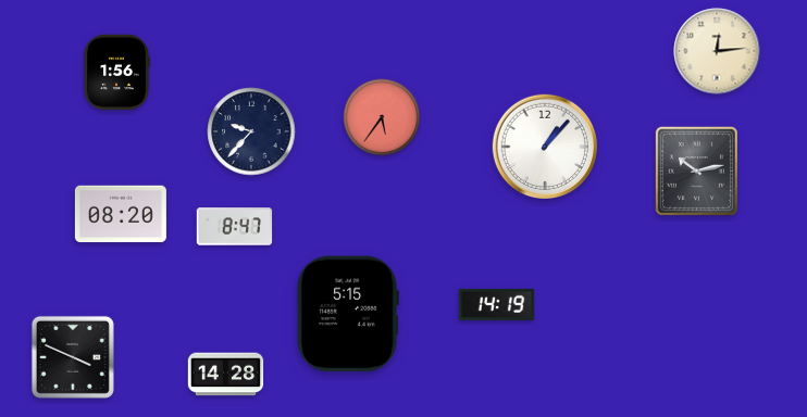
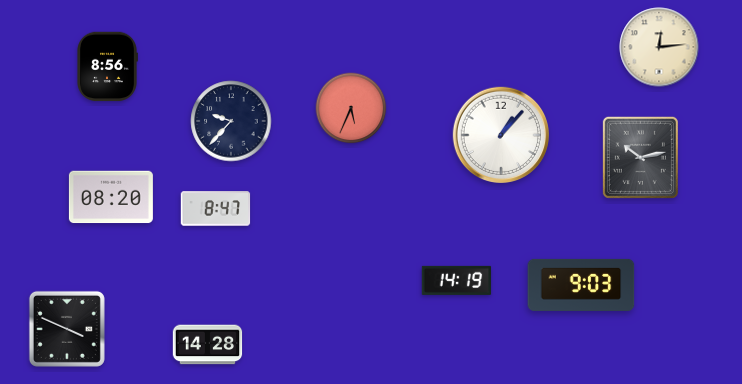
clock at (116, 73): 1:56 -> 8:56
clock at (382, 117): 5:36 -> 5:34
clock at (581, 285): none -> 9:03
clock at (348, 314): 5:15 -> none
